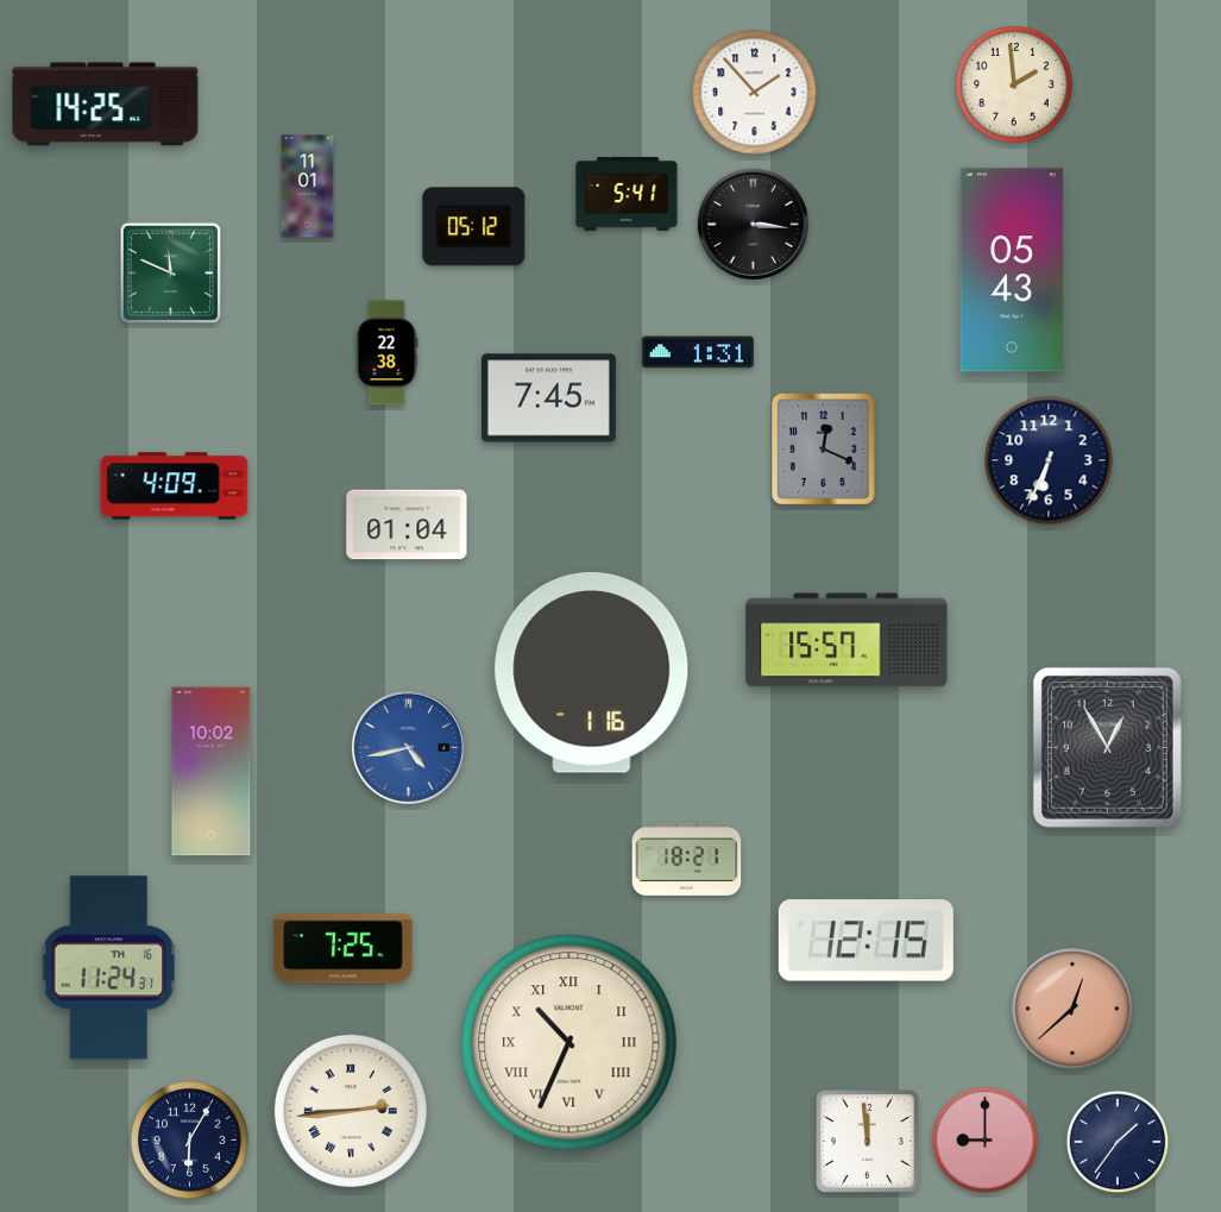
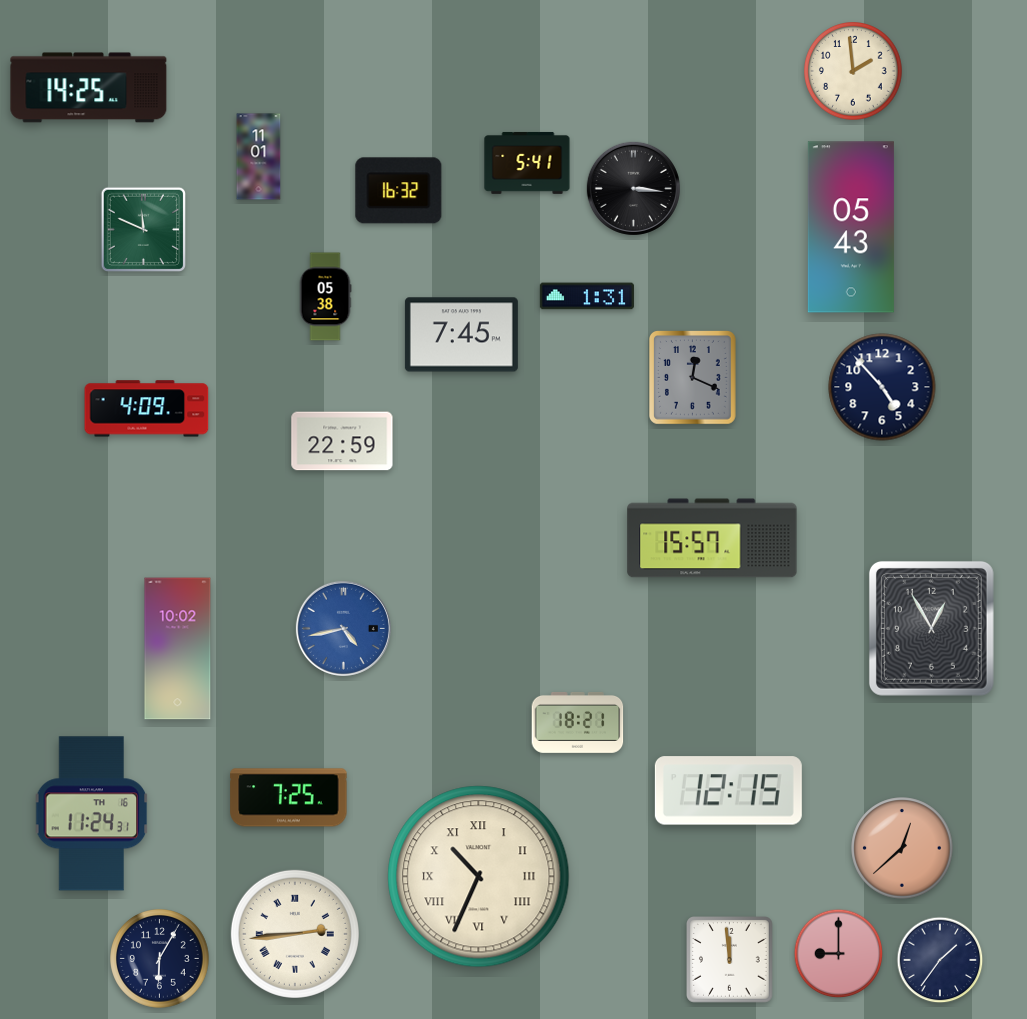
clock at (755, 93): 1:53 -> none
clock at (474, 227): 05:12 -> 16:32
clock at (386, 353): 22:38 -> 05:38
clock at (1049, 460): 6:34 -> 4:53
clock at (407, 525): 01:04 -> 22:59
clock at (592, 673): 1:16 -> none
clock at (986, 1141) position: (986, 1141) -> (839, 954)
